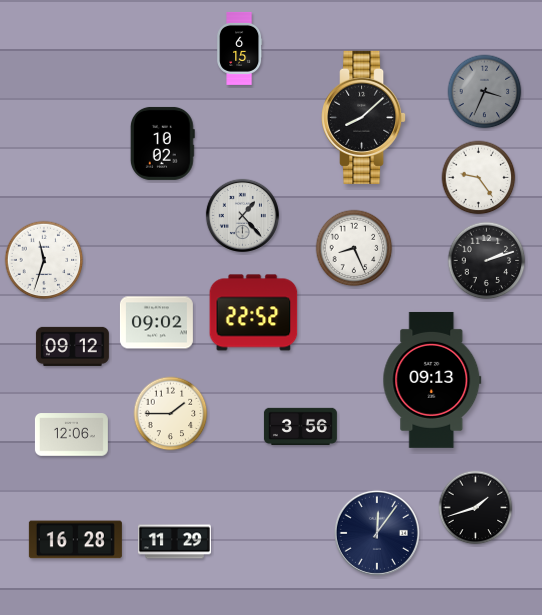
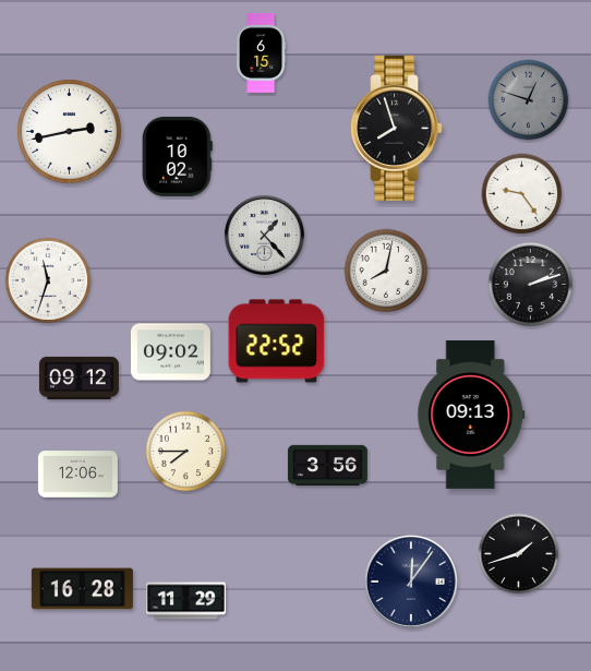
clock at (485, 92): 3:34 -> 12:48
clock at (364, 117): 8:08 -> 7:57
clock at (70, 132): none -> 2:43
clock at (354, 248): 8:26 -> 8:02
clock at (44, 260) position: (44, 260) -> (48, 280)
clock at (171, 414): 1:45 -> 7:45
clock at (174, 542) position: (174, 542) -> (185, 601)
